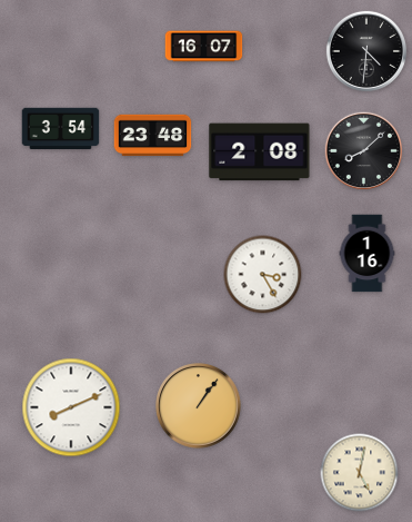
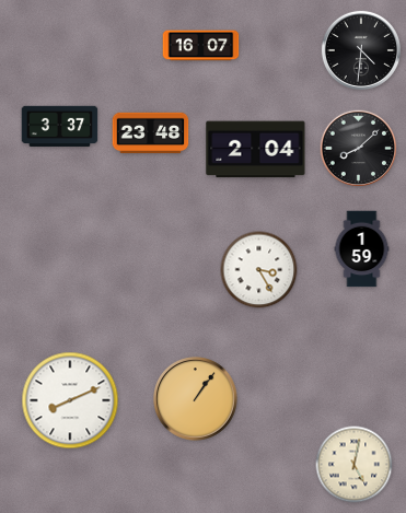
clock at (61, 129): 3:54 -> 3:37
clock at (260, 152): 2:08 -> 2:04
clock at (368, 254): 1:16 -> 1:59
